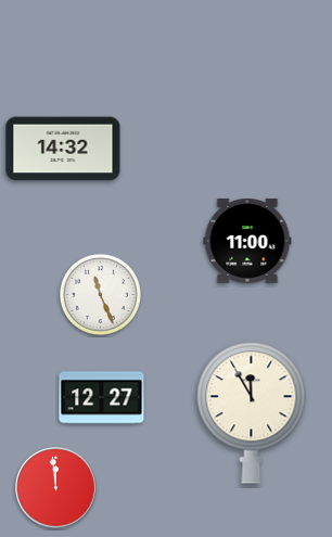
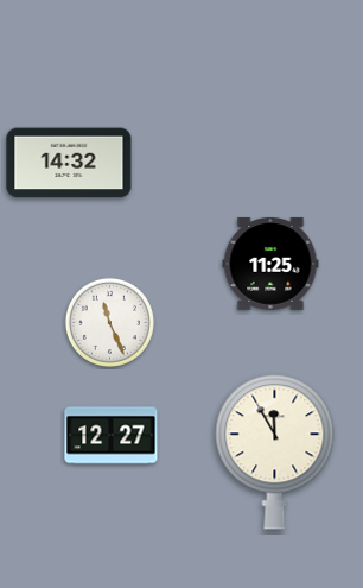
clock at (247, 241): 11:00 -> 11:25
clock at (56, 488): 11:59 -> none
